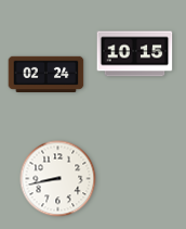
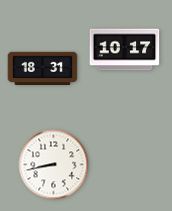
clock at (135, 54): 10:15 -> 10:17
clock at (46, 75): 02:24 -> 18:31
